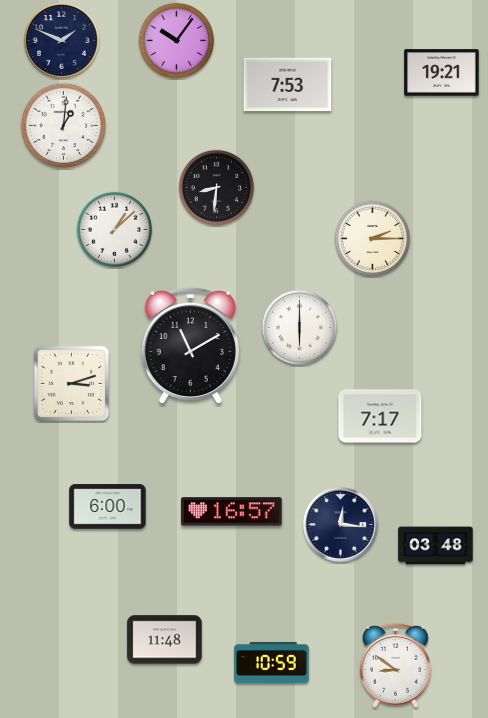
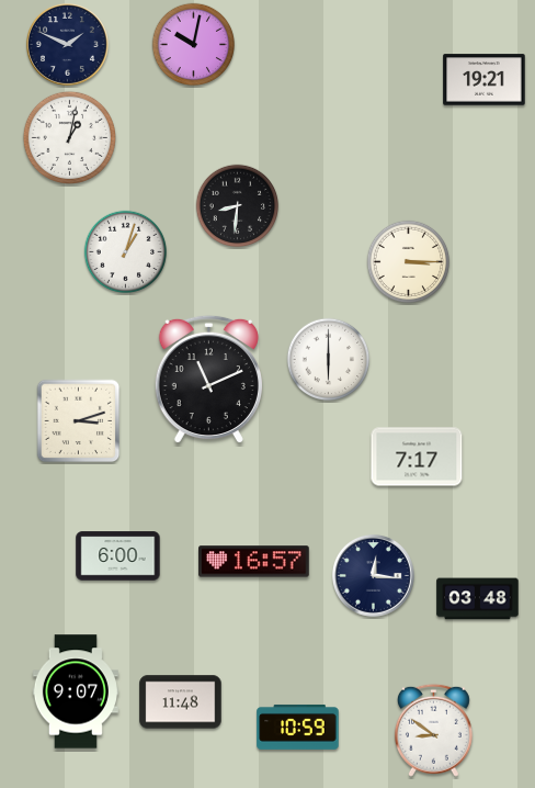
clock at (177, 41): 10:06 -> 10:02
clock at (288, 85): 7:53 -> none
clock at (63, 125): 1:01 -> 1:02
clock at (115, 230): 1:08 -> 1:03
clock at (373, 239): 2:15 -> 3:15
clock at (190, 346): 11:10 -> 11:11
clock at (76, 691): none -> 9:07
